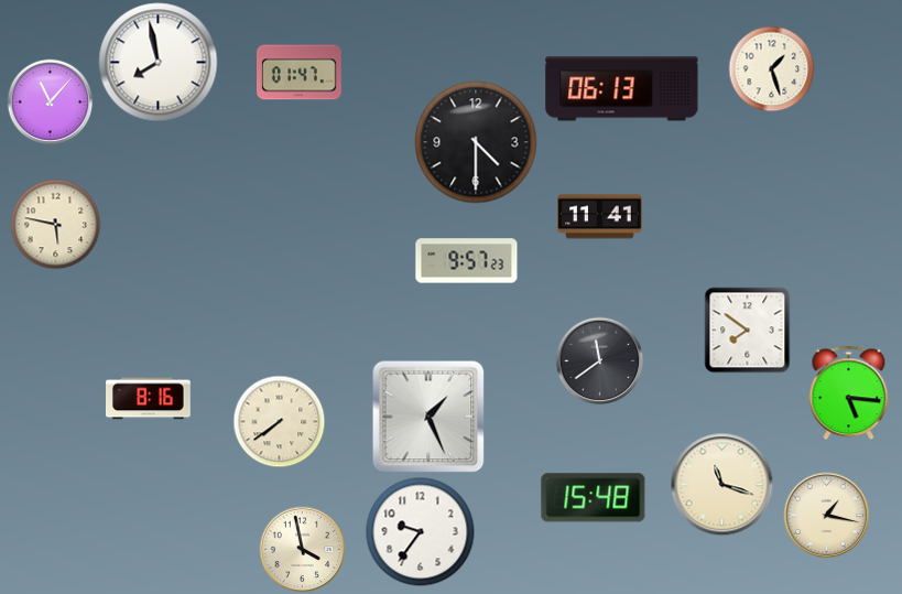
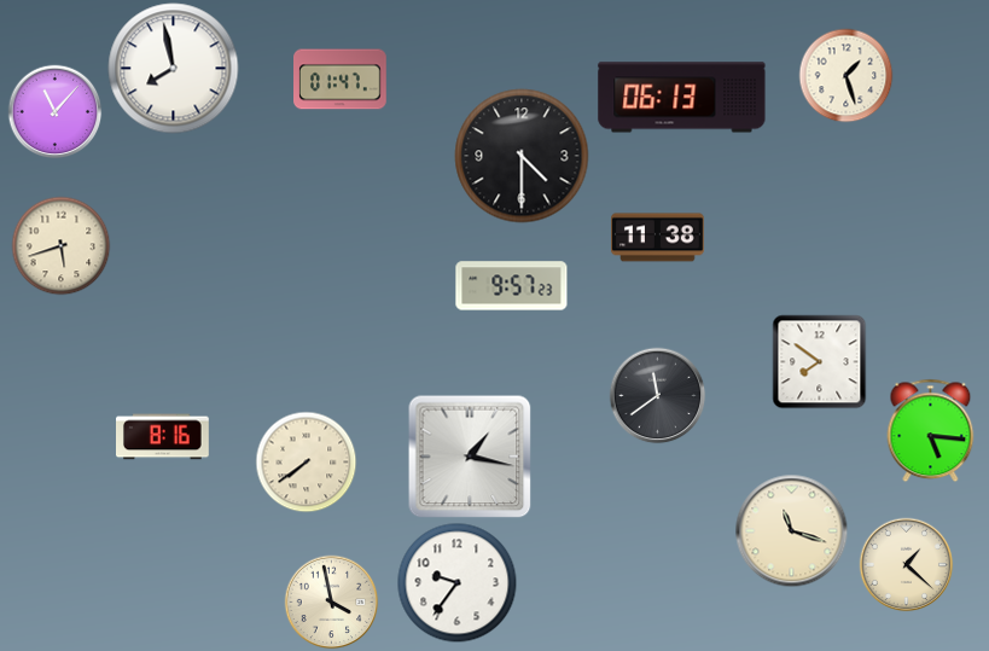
clock at (300, 73) position: (300, 73) -> (341, 80)
clock at (600, 217): 11:41 -> 11:38
clock at (55, 224): 5:47 -> 5:42
clock at (428, 417): 1:26 -> 1:17
clock at (594, 498): 15:48 -> none
clock at (826, 515): 1:17 -> 1:22
clock at (421, 532) position: (421, 532) -> (458, 583)
